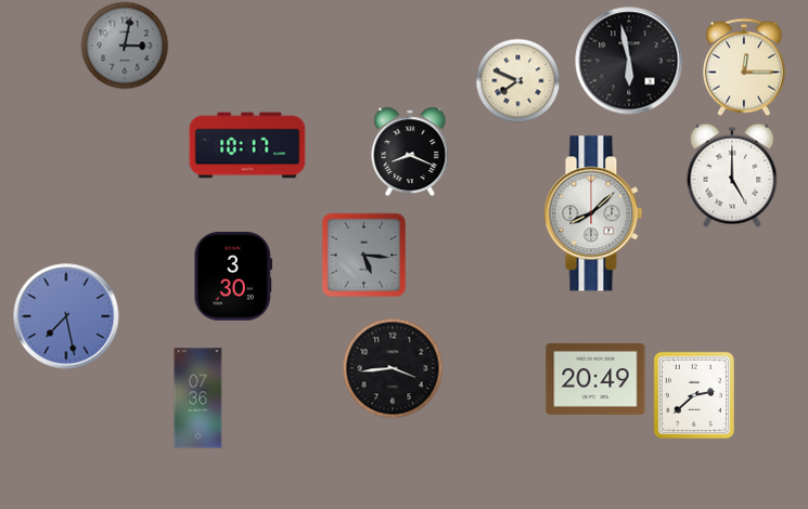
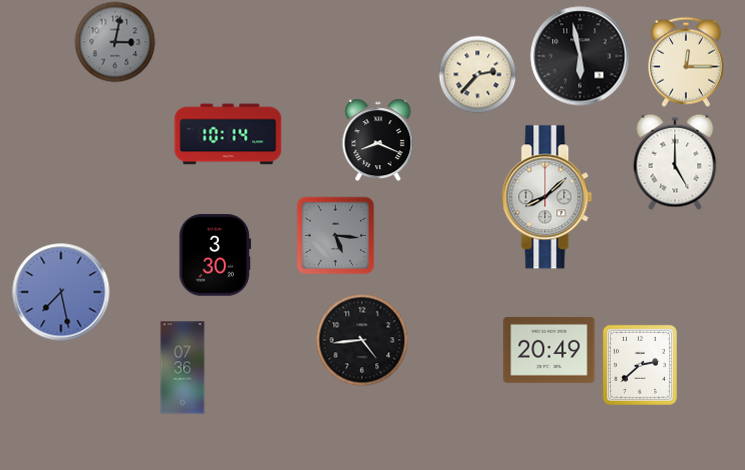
clock at (517, 80): 7:49 -> 2:37
clock at (247, 145): 10:17 -> 10:14
clock at (393, 368): 3:44 -> 4:44
